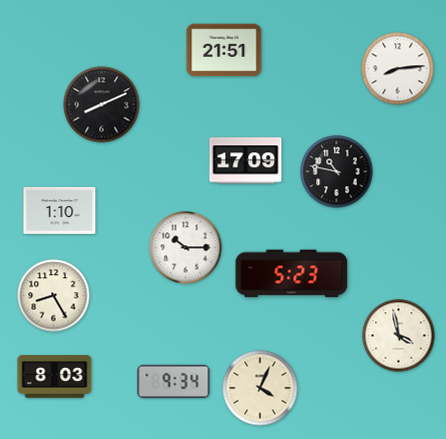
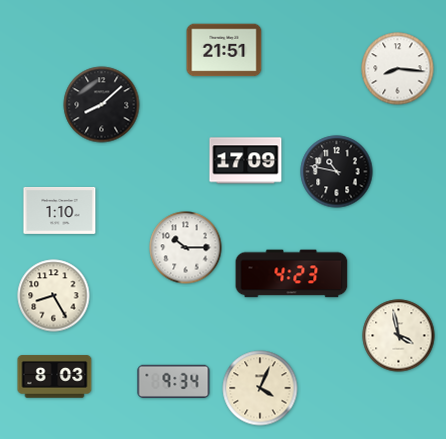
clock at (398, 69): 8:14 -> 8:16
clock at (102, 105): 8:11 -> 8:08
clock at (292, 274): 5:23 -> 4:23
